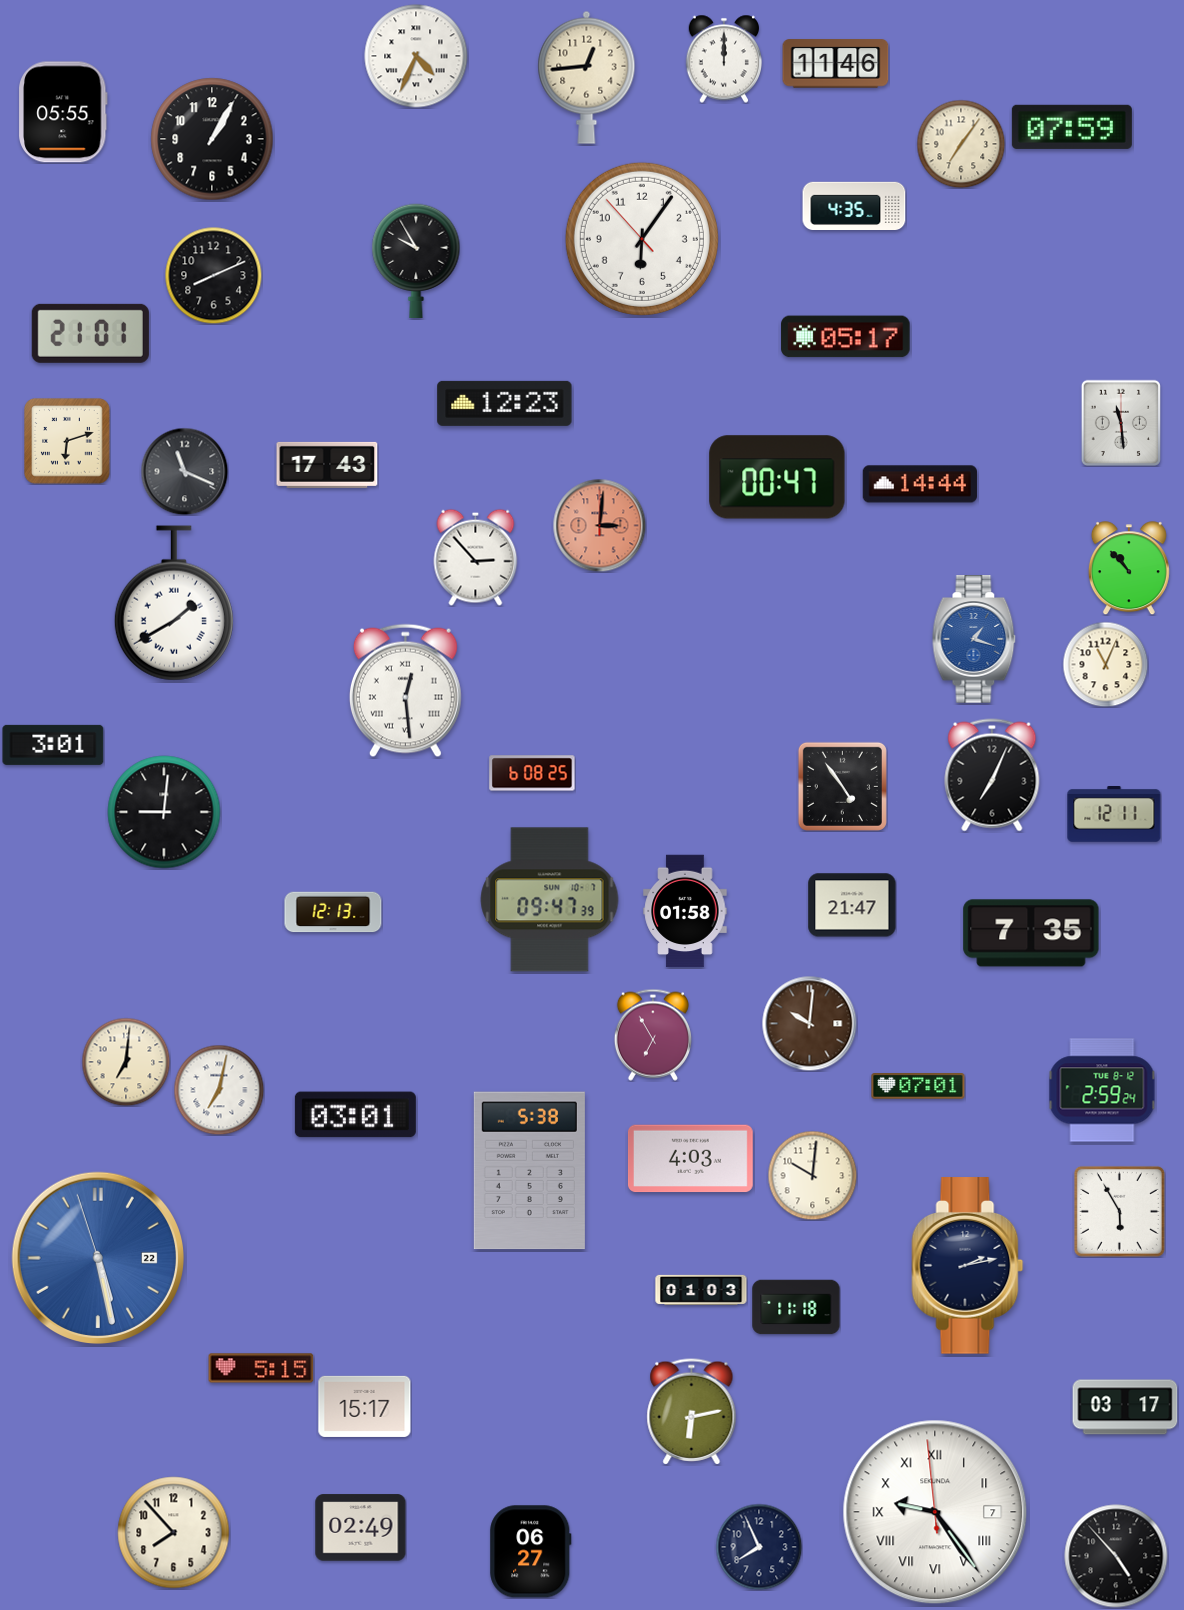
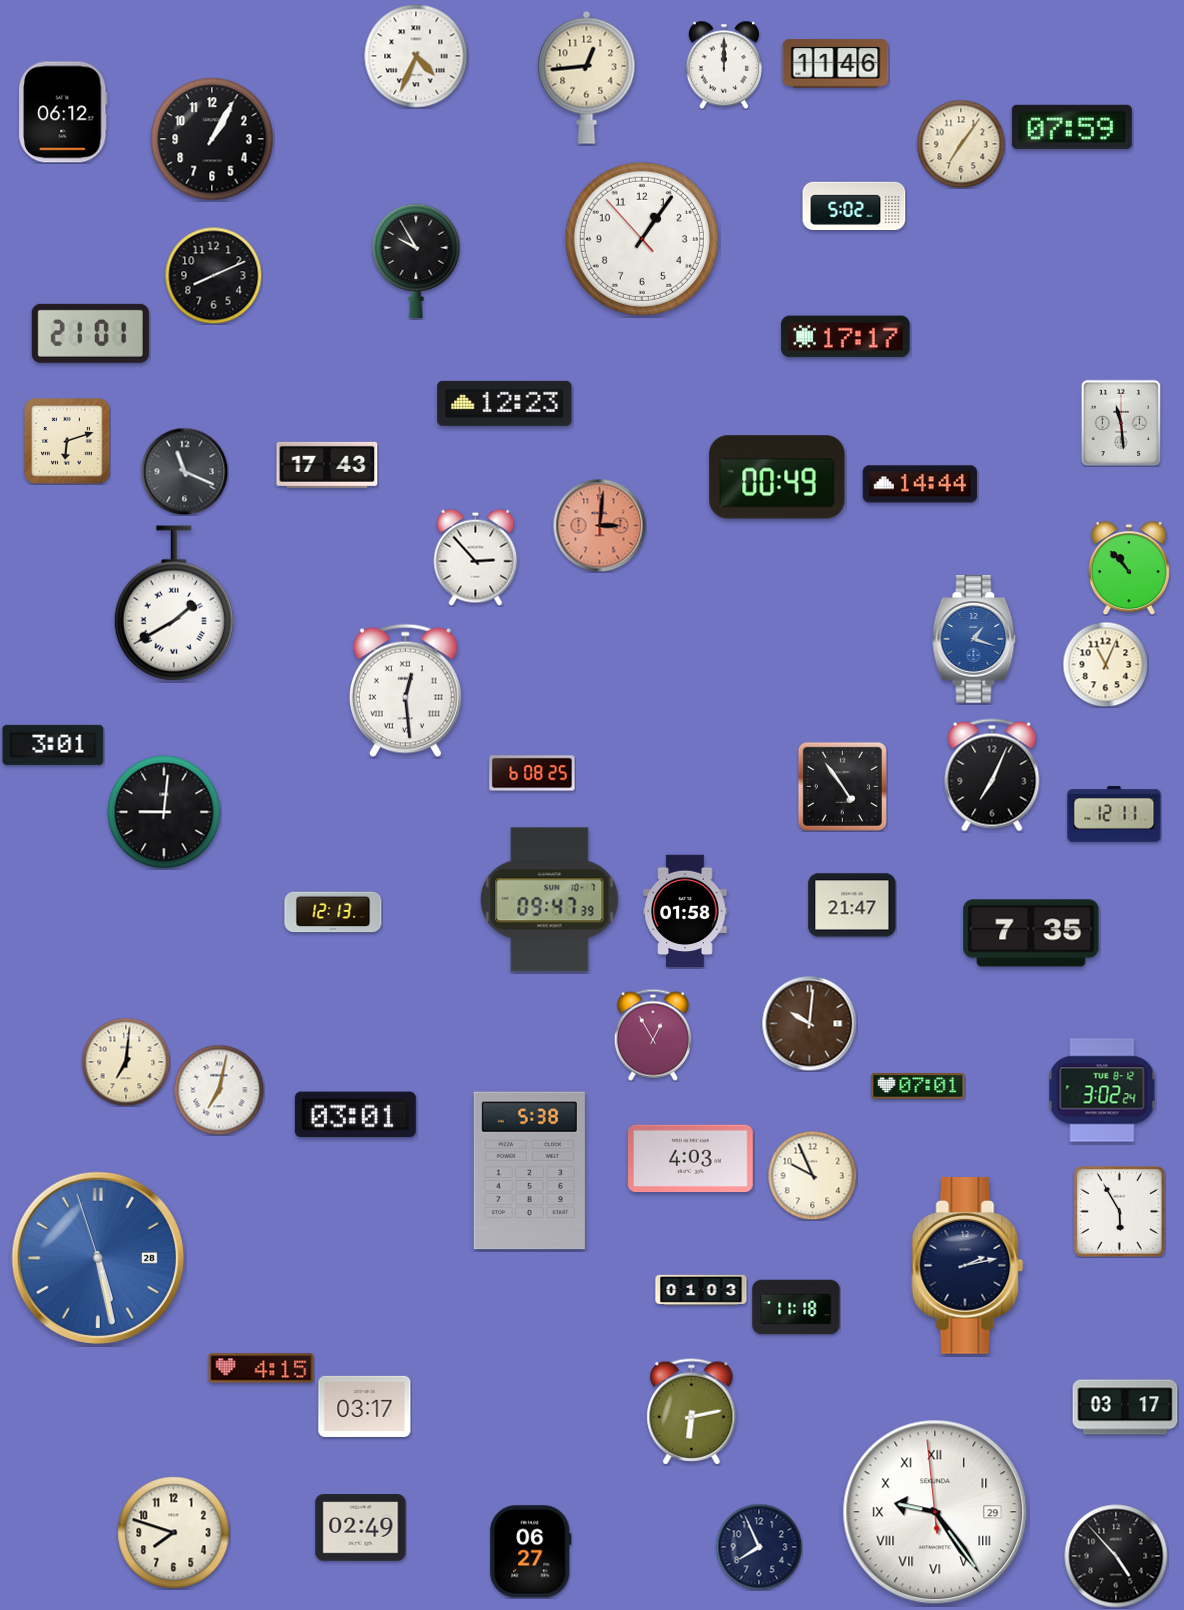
clock at (724, 59) position: (724, 59) -> (724, 65)
clock at (64, 112): 05:55 -> 06:12
clock at (854, 205): 4:35 -> 5:02
clock at (642, 239): 6:05 -> 1:05
clock at (846, 337): 05:17 -> 17:17
clock at (777, 477): 00:47 -> 00:49
clock at (653, 1035): 6:55 -> 12:55
clock at (1102, 1090): 2:59 -> 3:02
clock at (812, 1175): 10:01 -> 9:56
clock at (97, 1257) date: 22 -> 28
clock at (261, 1368): 5:15 -> 4:15
clock at (365, 1406): 15:17 -> 03:17
clock at (935, 1512) date: 7 -> 29
clock at (174, 1533): 7:53 -> 7:48
